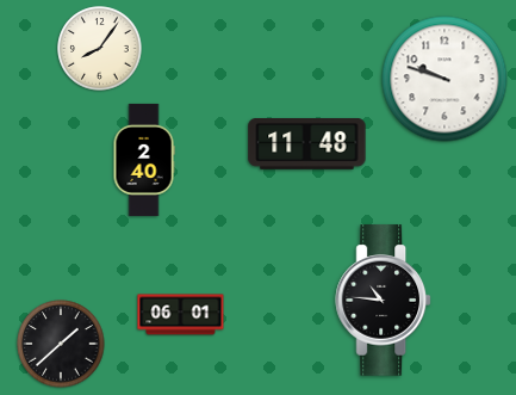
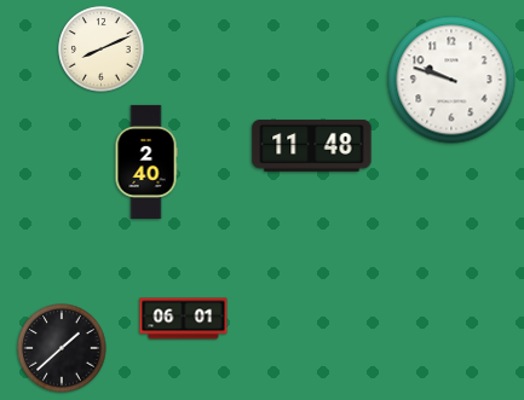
clock at (100, 49): 8:06 -> 8:11
clock at (383, 301): 10:46 -> none
